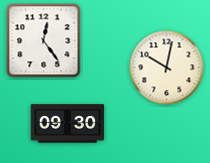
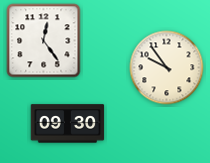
clock at (167, 68): 10:02 -> 9:54
